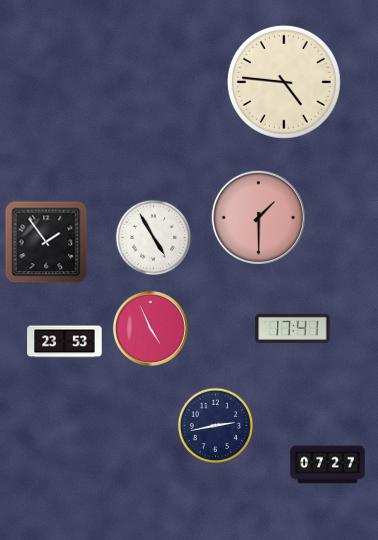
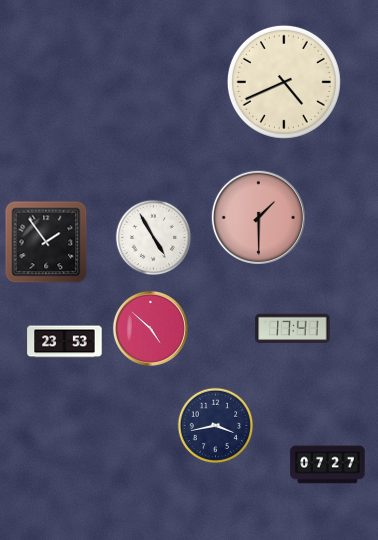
clock at (284, 82): 4:46 -> 4:41
clock at (150, 328): 4:56 -> 4:52
clock at (216, 426): 2:43 -> 3:43
